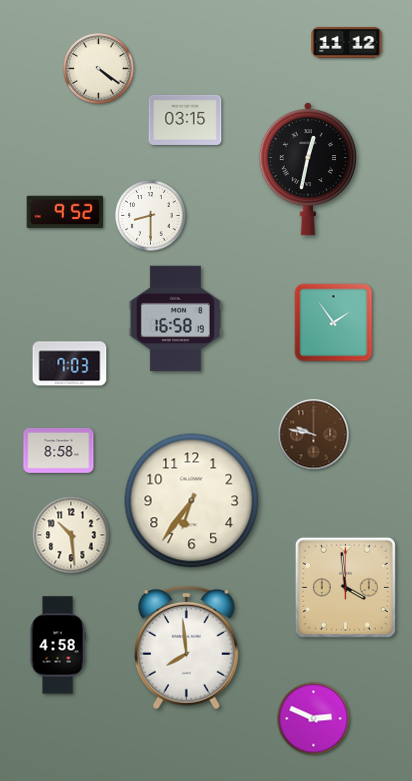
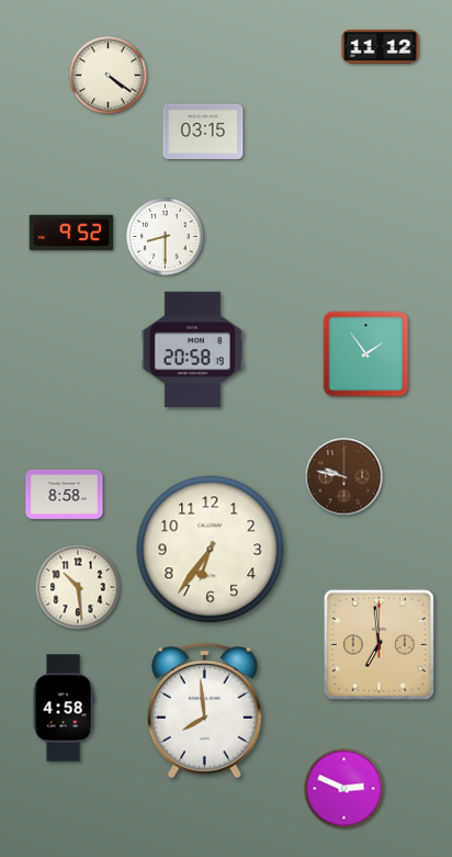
clock at (308, 169): 12:32 -> none
clock at (175, 319): 16:58 -> 20:58
clock at (70, 364): 7:03 -> none
clock at (345, 587): 3:59 -> 6:59
